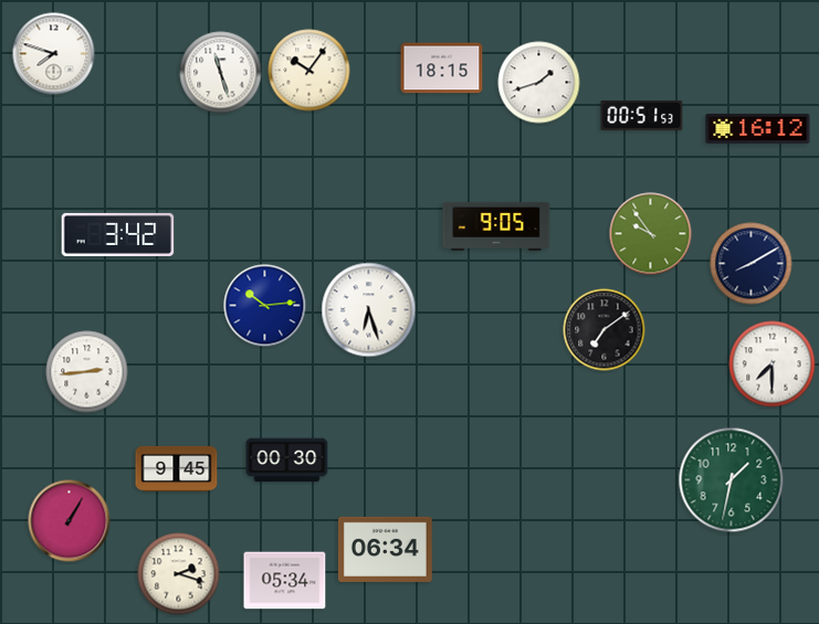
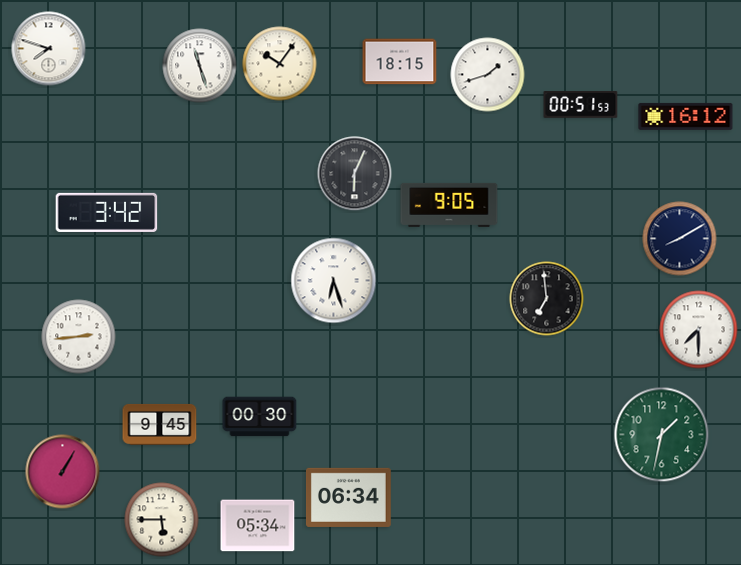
clock at (355, 174): none -> 6:04
clock at (651, 234): 9:54 -> none
clock at (265, 306): 10:14 -> none
clock at (605, 330): 7:09 -> 6:59
clock at (179, 574): 2:18 -> 5:45
